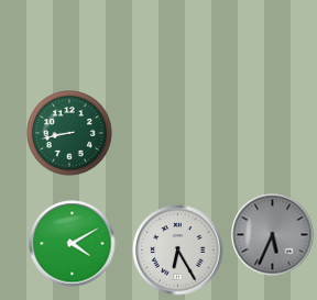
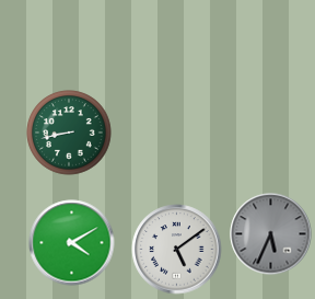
clock at (178, 251): 6:25 -> 5:09
